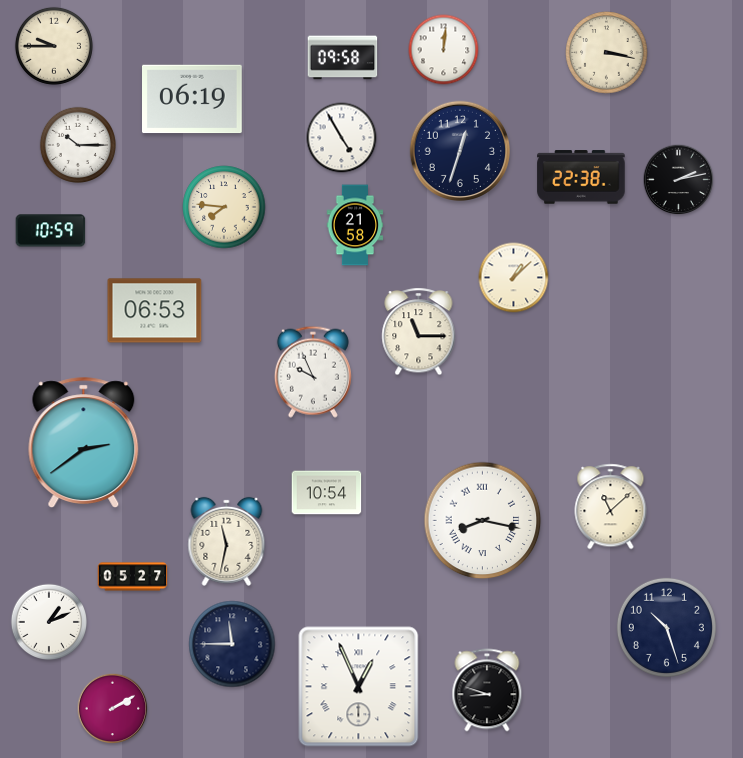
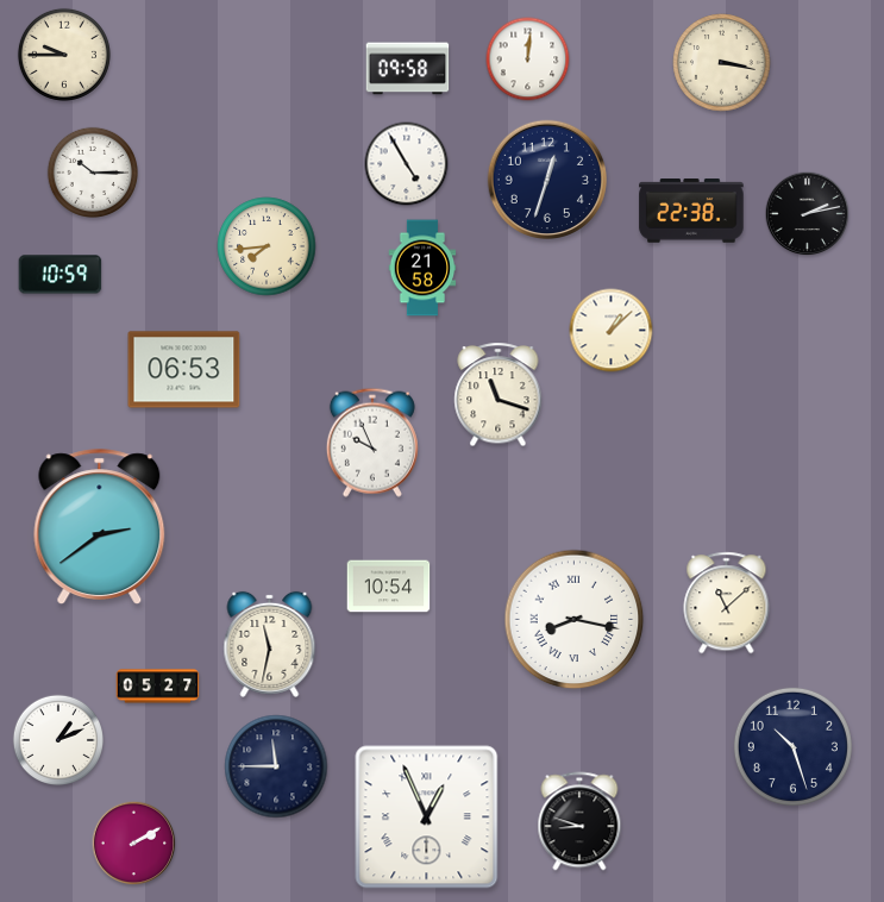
clock at (193, 99): 06:19 -> none
clock at (224, 207): 7:46 -> 7:44
clock at (419, 332): 11:15 -> 11:18
